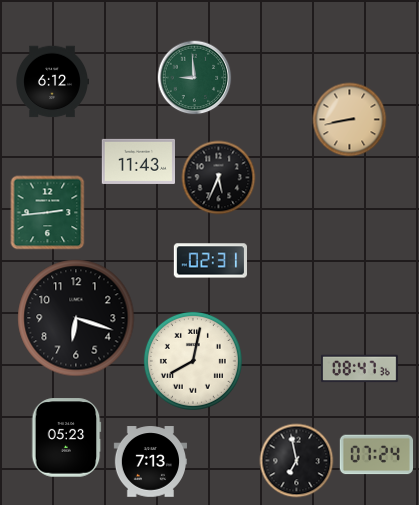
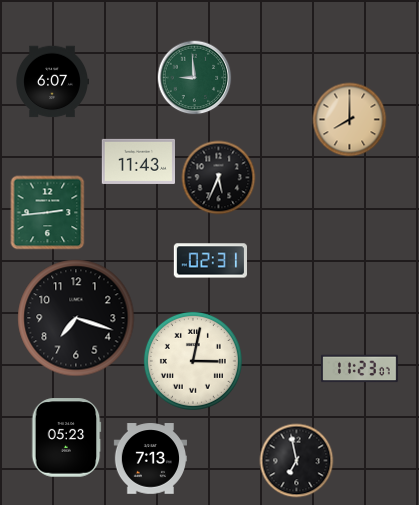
clock at (52, 82): 6:12 -> 6:07
clock at (350, 120): 8:43 -> 8:00
clock at (76, 318): 6:18 -> 7:18
clock at (193, 361): 8:02 -> 3:02
clock at (360, 369): 08:47 -> 11:23
clock at (376, 455): 07:24 -> none
clock at (150, 462) position: (150, 462) -> (150, 459)
